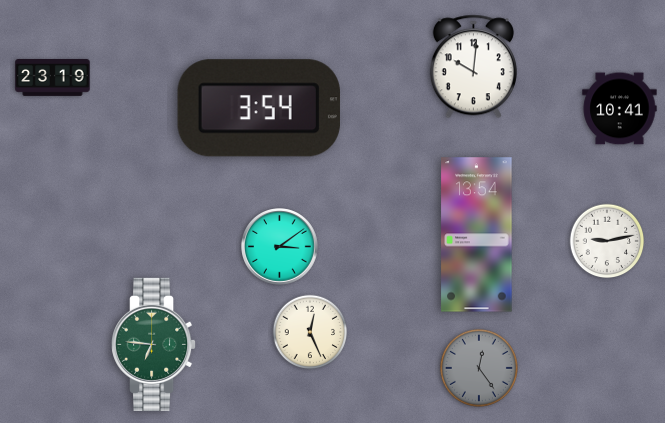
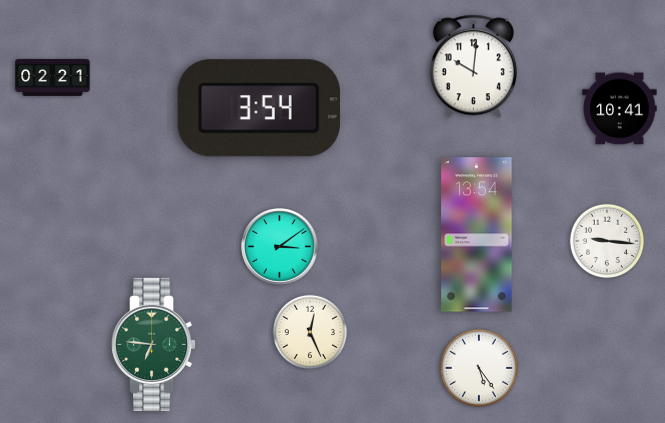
clock at (53, 78): 23:19 -> 02:21
clock at (607, 241): 9:13 -> 9:16
clock at (479, 368): 12:24 -> 5:24
clock at (479, 368) dial: grey -> white
